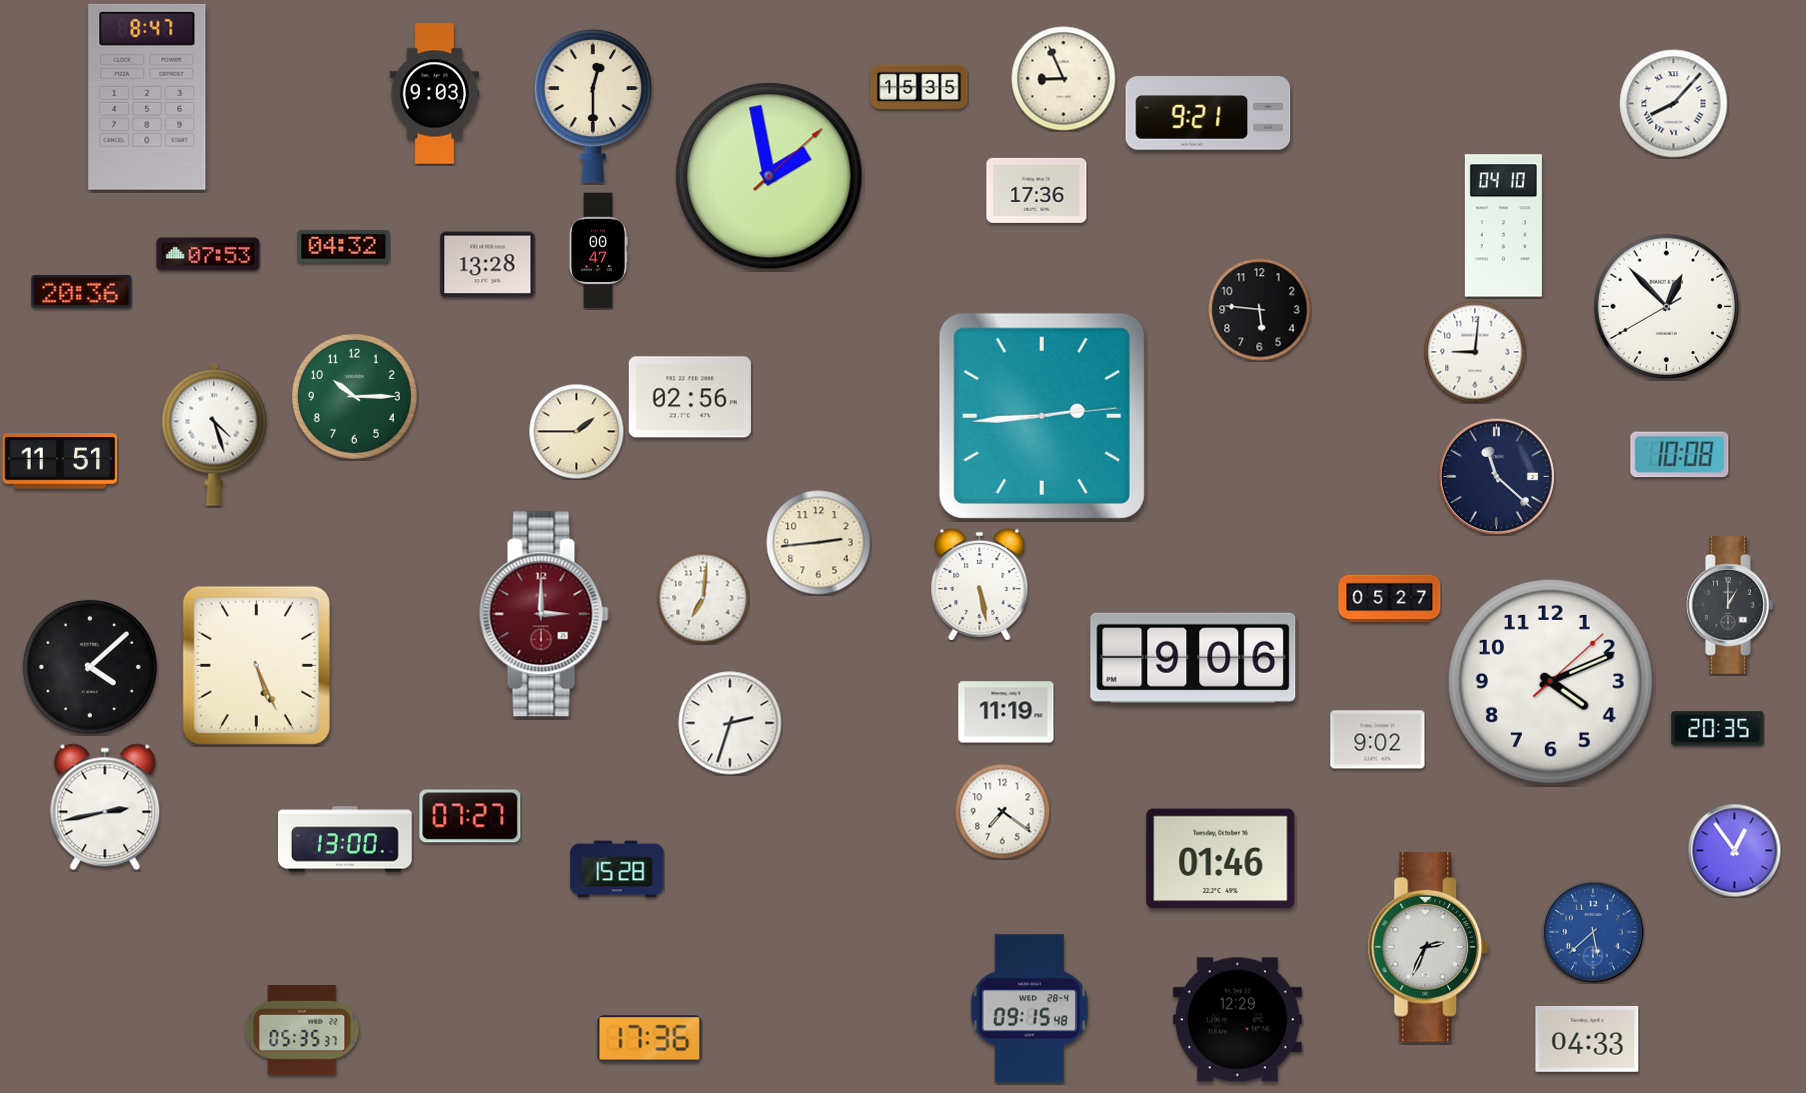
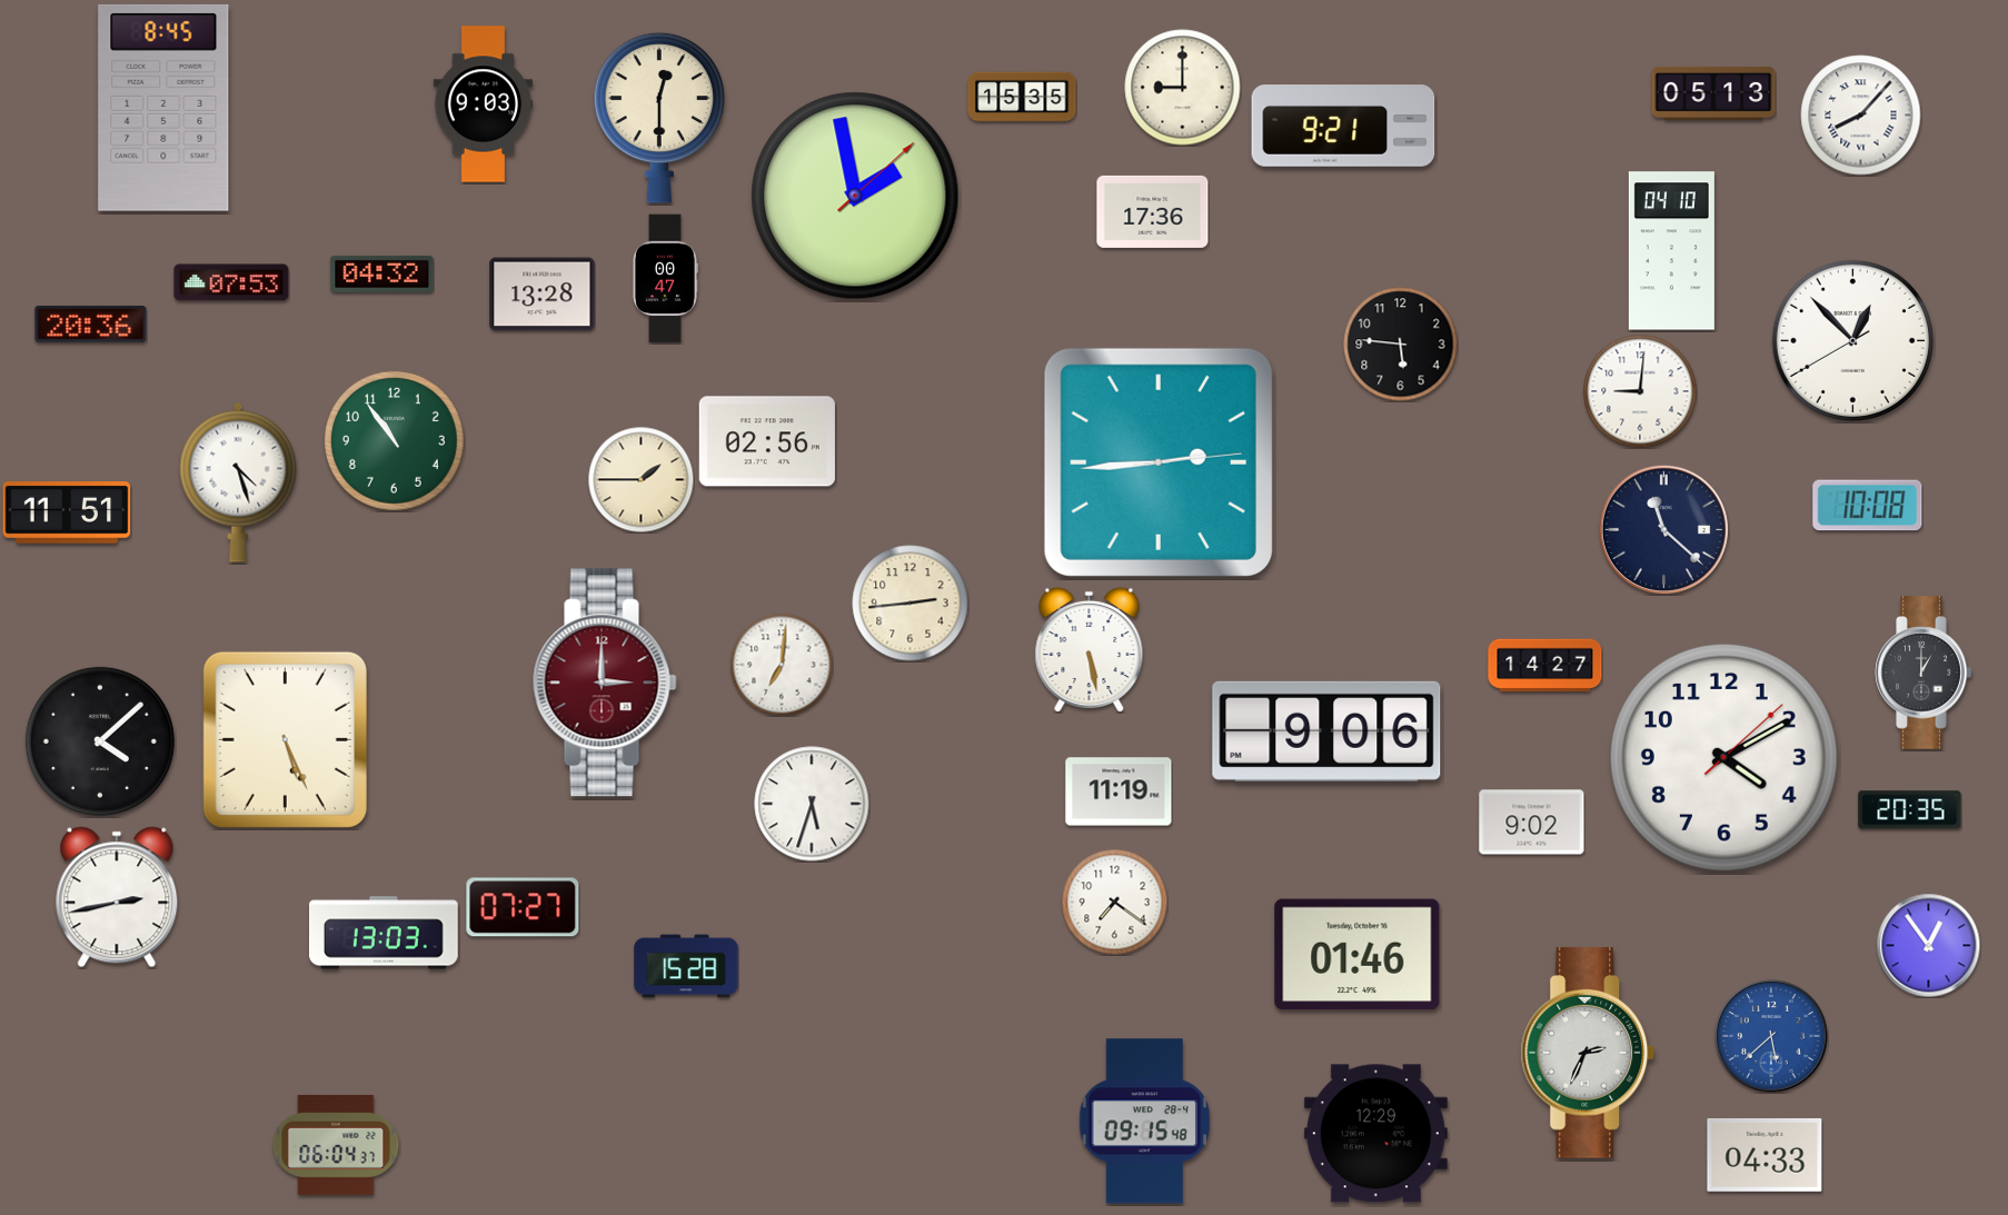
clock at (1064, 79): 8:56 -> 9:00
clock at (1713, 93): none -> 05:13
clock at (147, 97): 8:47 -> 8:45
clock at (354, 396): 10:15 -> 10:54
clock at (1390, 598): 05:27 -> 14:27
clock at (1550, 681): 4:11 -> 4:10
clock at (730, 723): 2:33 -> 5:33
clock at (346, 839): 13:00 -> 13:03
clock at (302, 1030): 05:35 -> 06:04
clock at (650, 1039): 17:36 -> none
